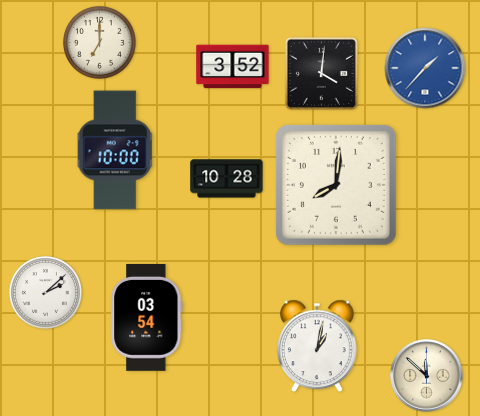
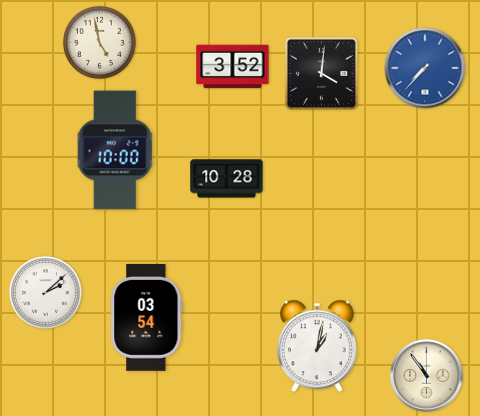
clock at (99, 42): 7:00 -> 4:58
clock at (425, 68): 1:37 -> 7:37
clock at (336, 185): 8:01 -> none
clock at (427, 376): 11:52 -> 10:54
